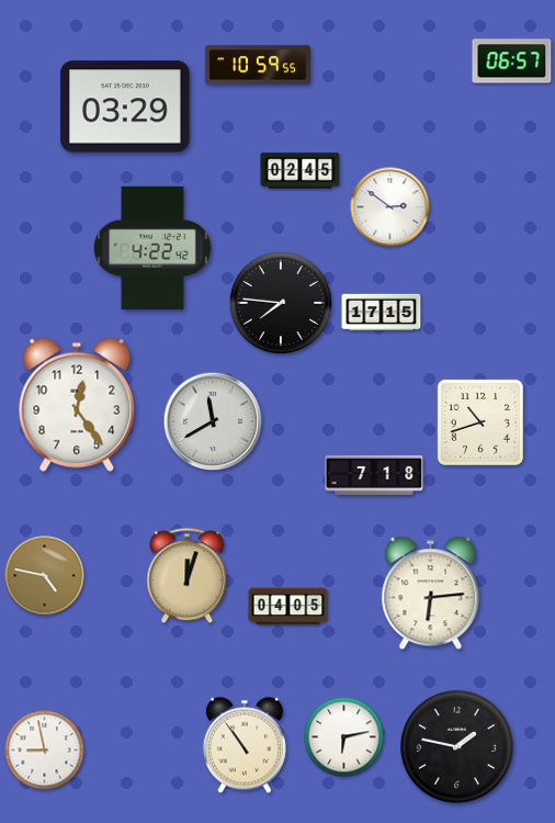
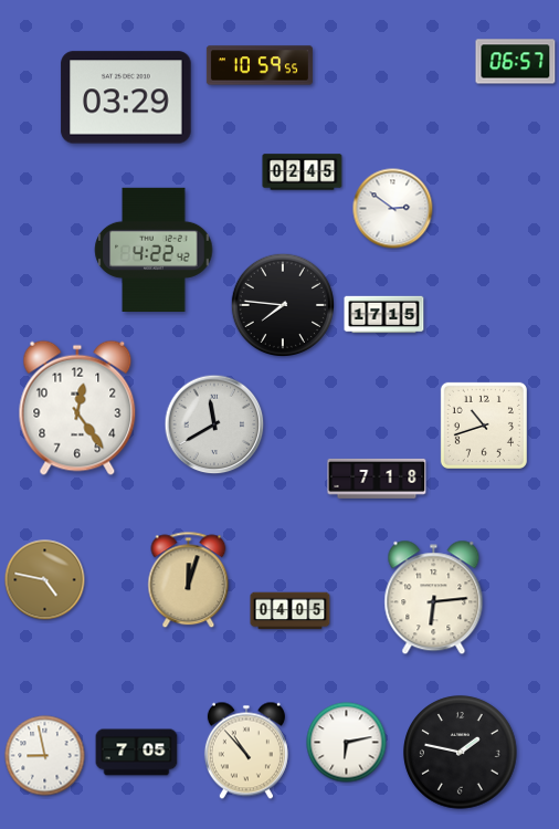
clock at (125, 106) position: (125, 106) -> (126, 97)
clock at (245, 745): 10:54 -> 10:53
clock at (137, 753): none -> 7:05
